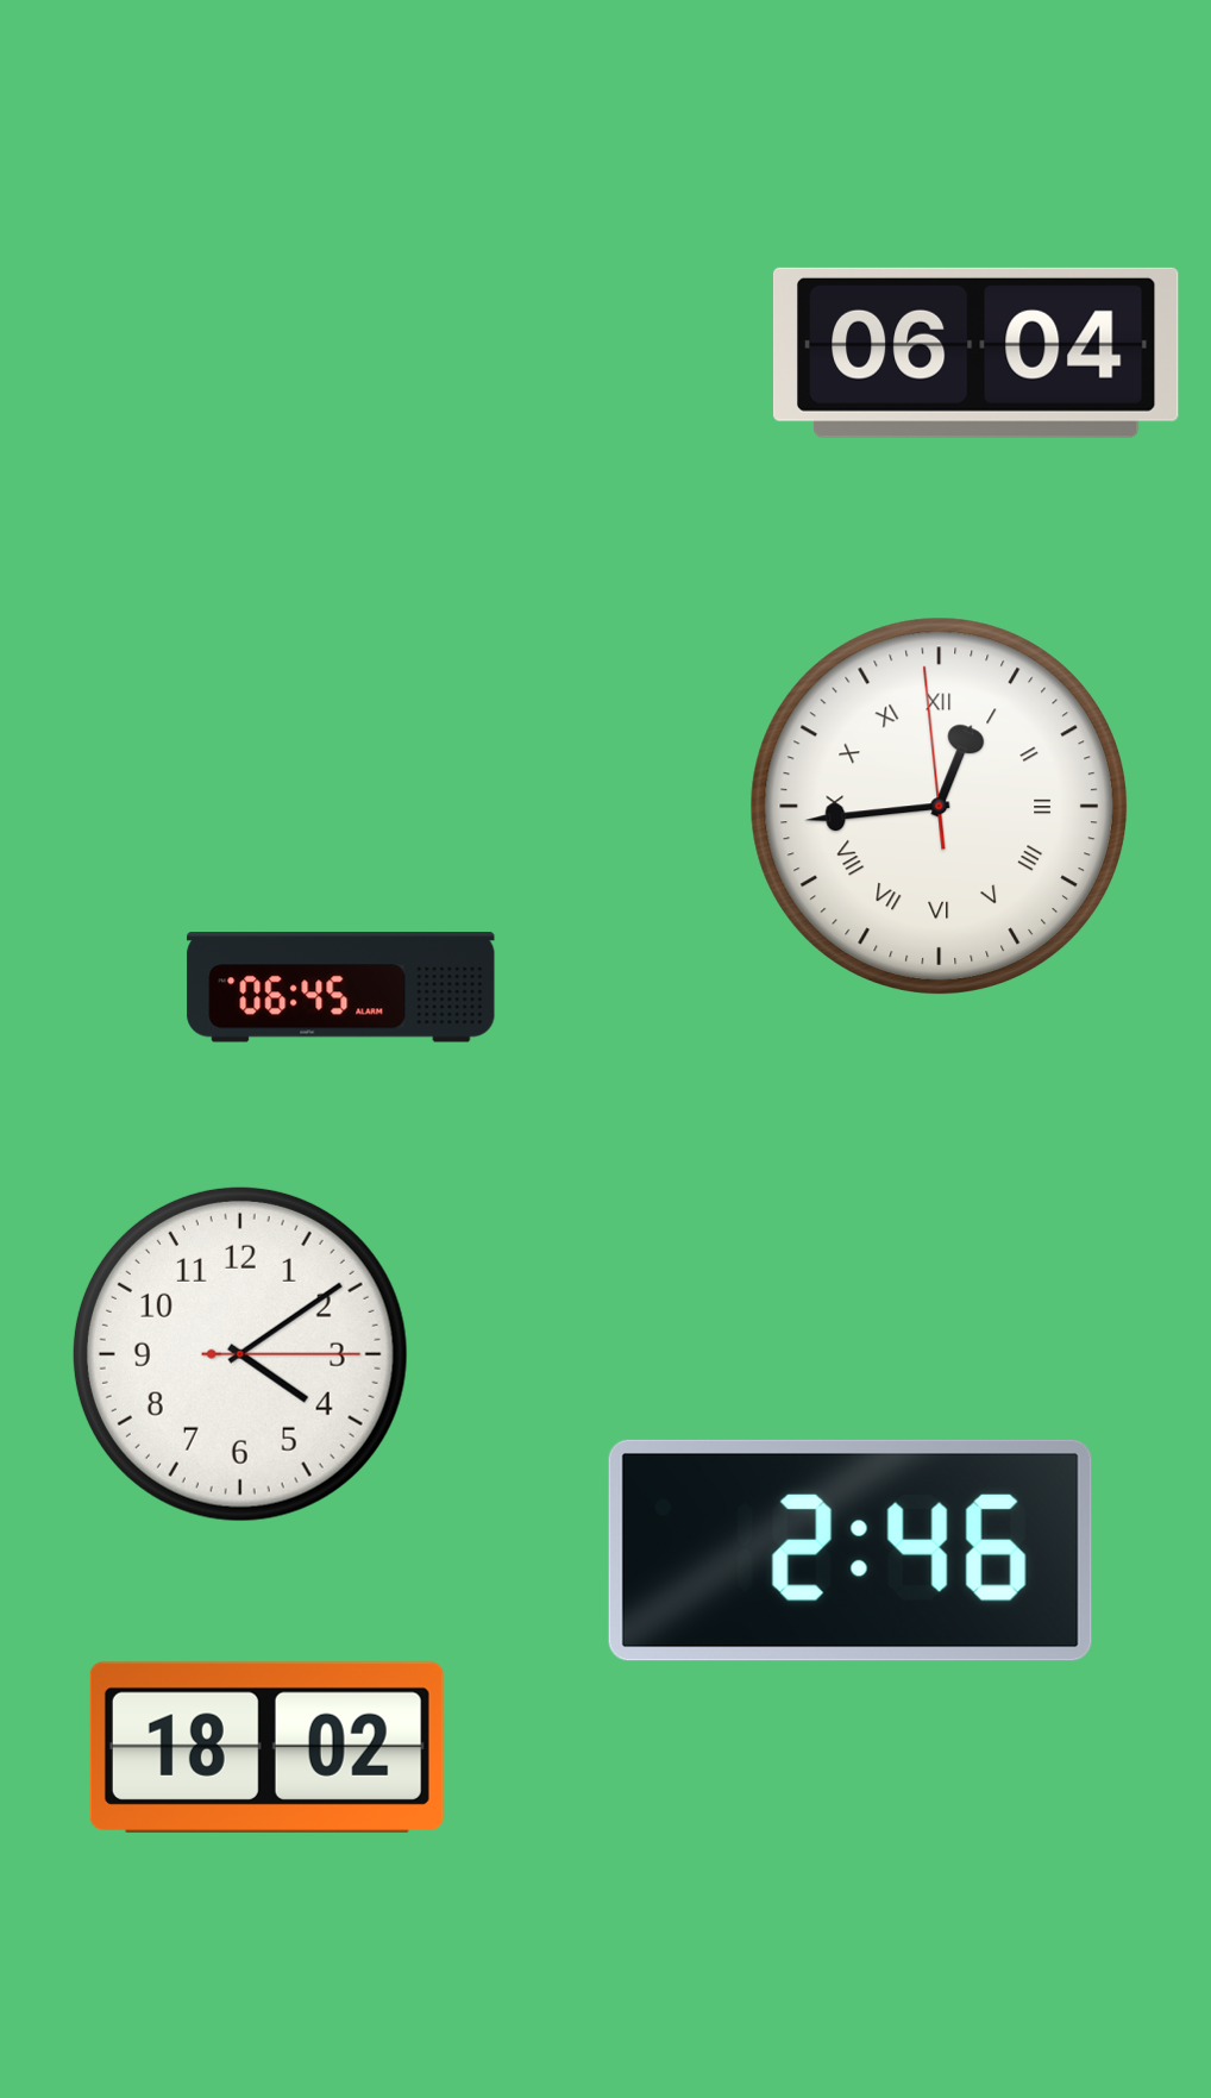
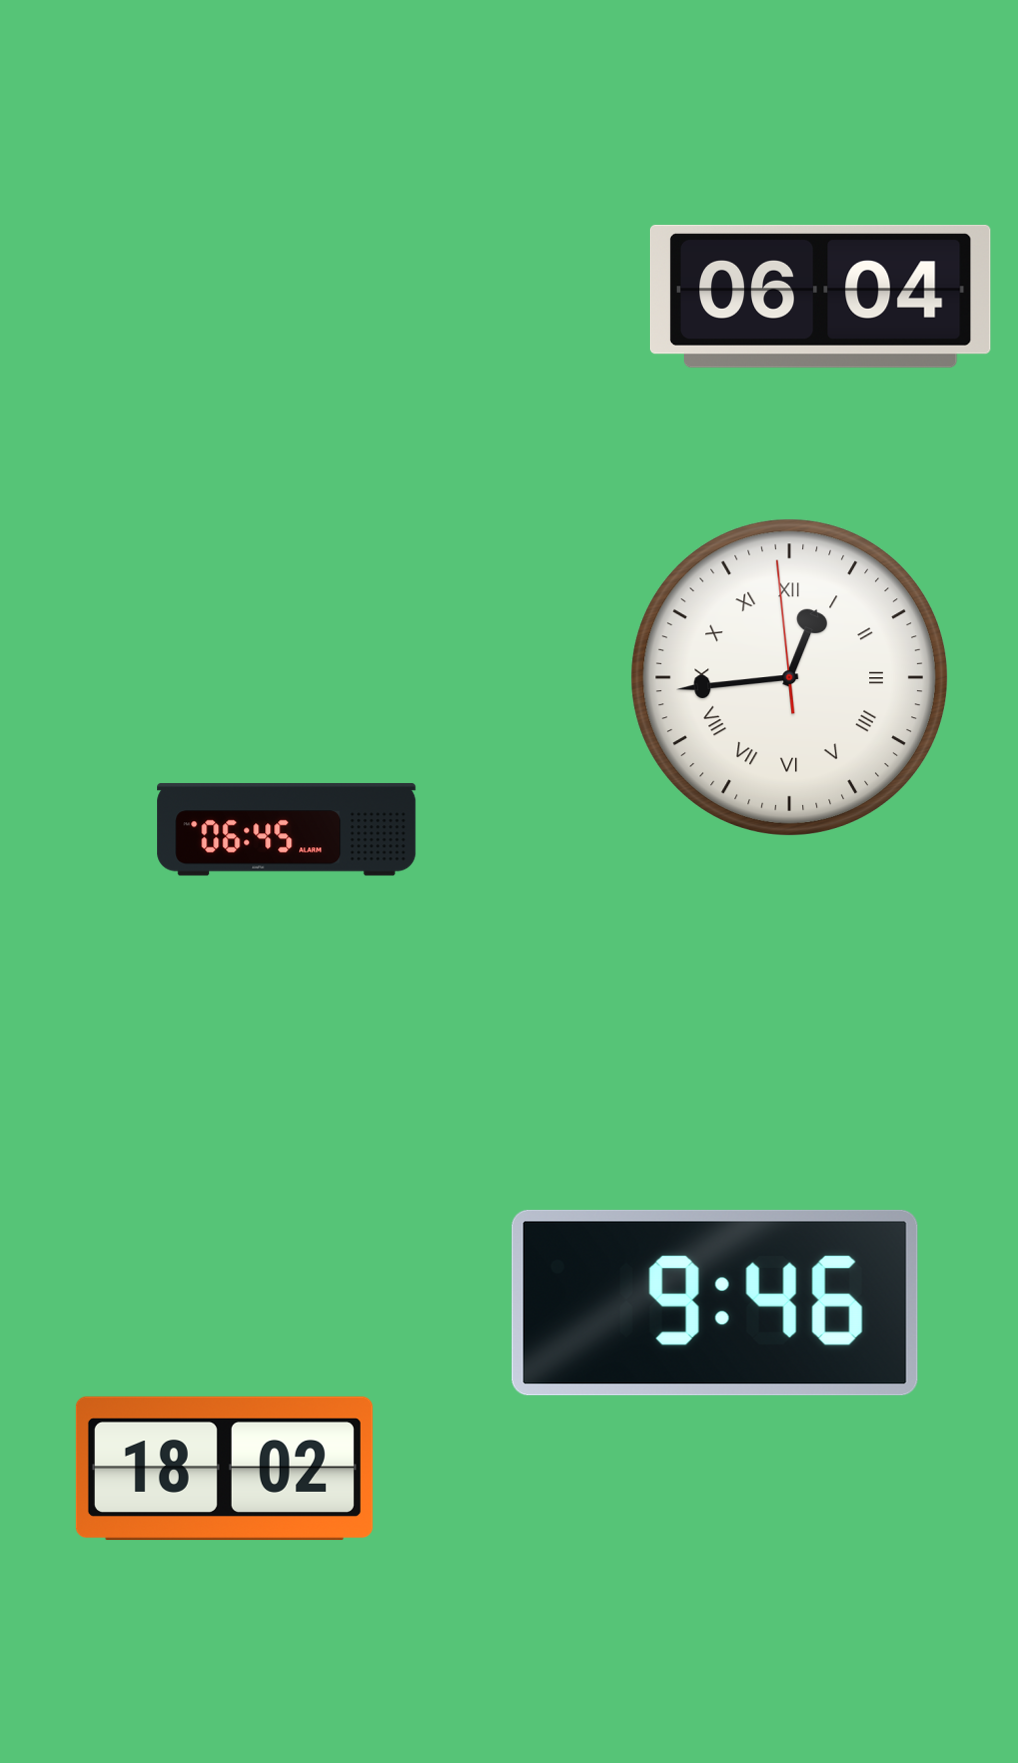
clock at (240, 1354): 4:09 -> none
clock at (851, 1551): 2:46 -> 9:46
